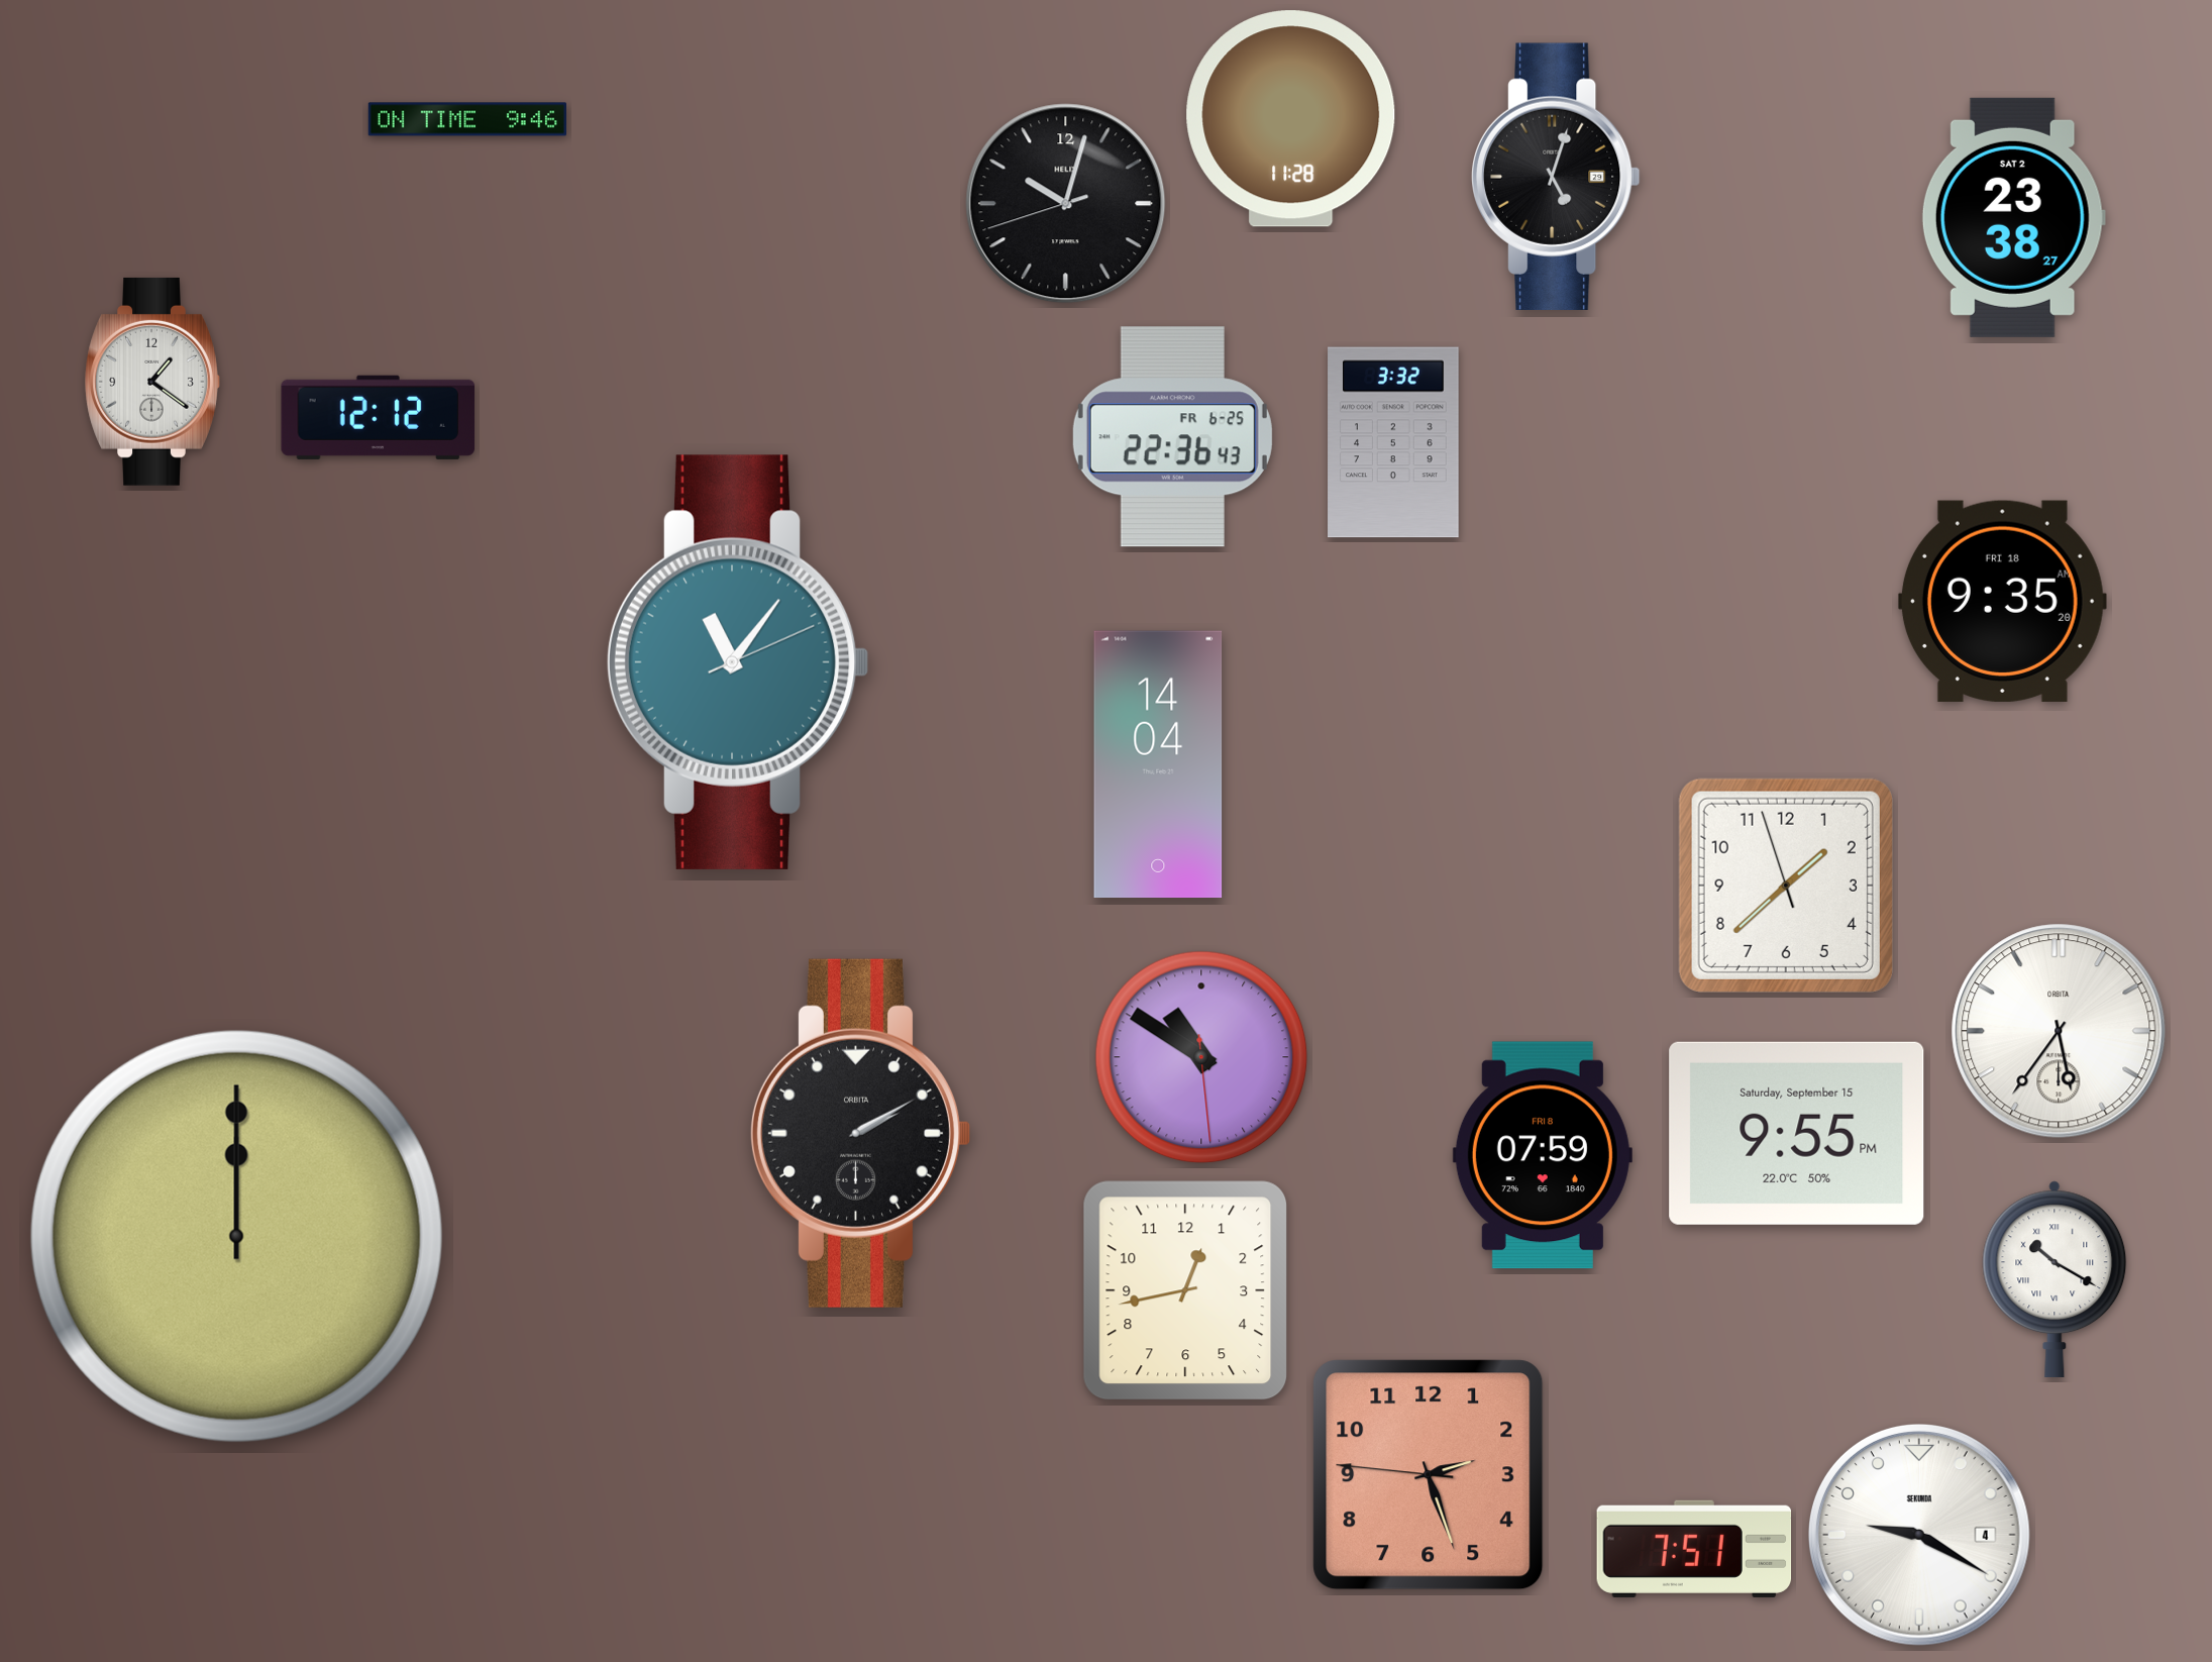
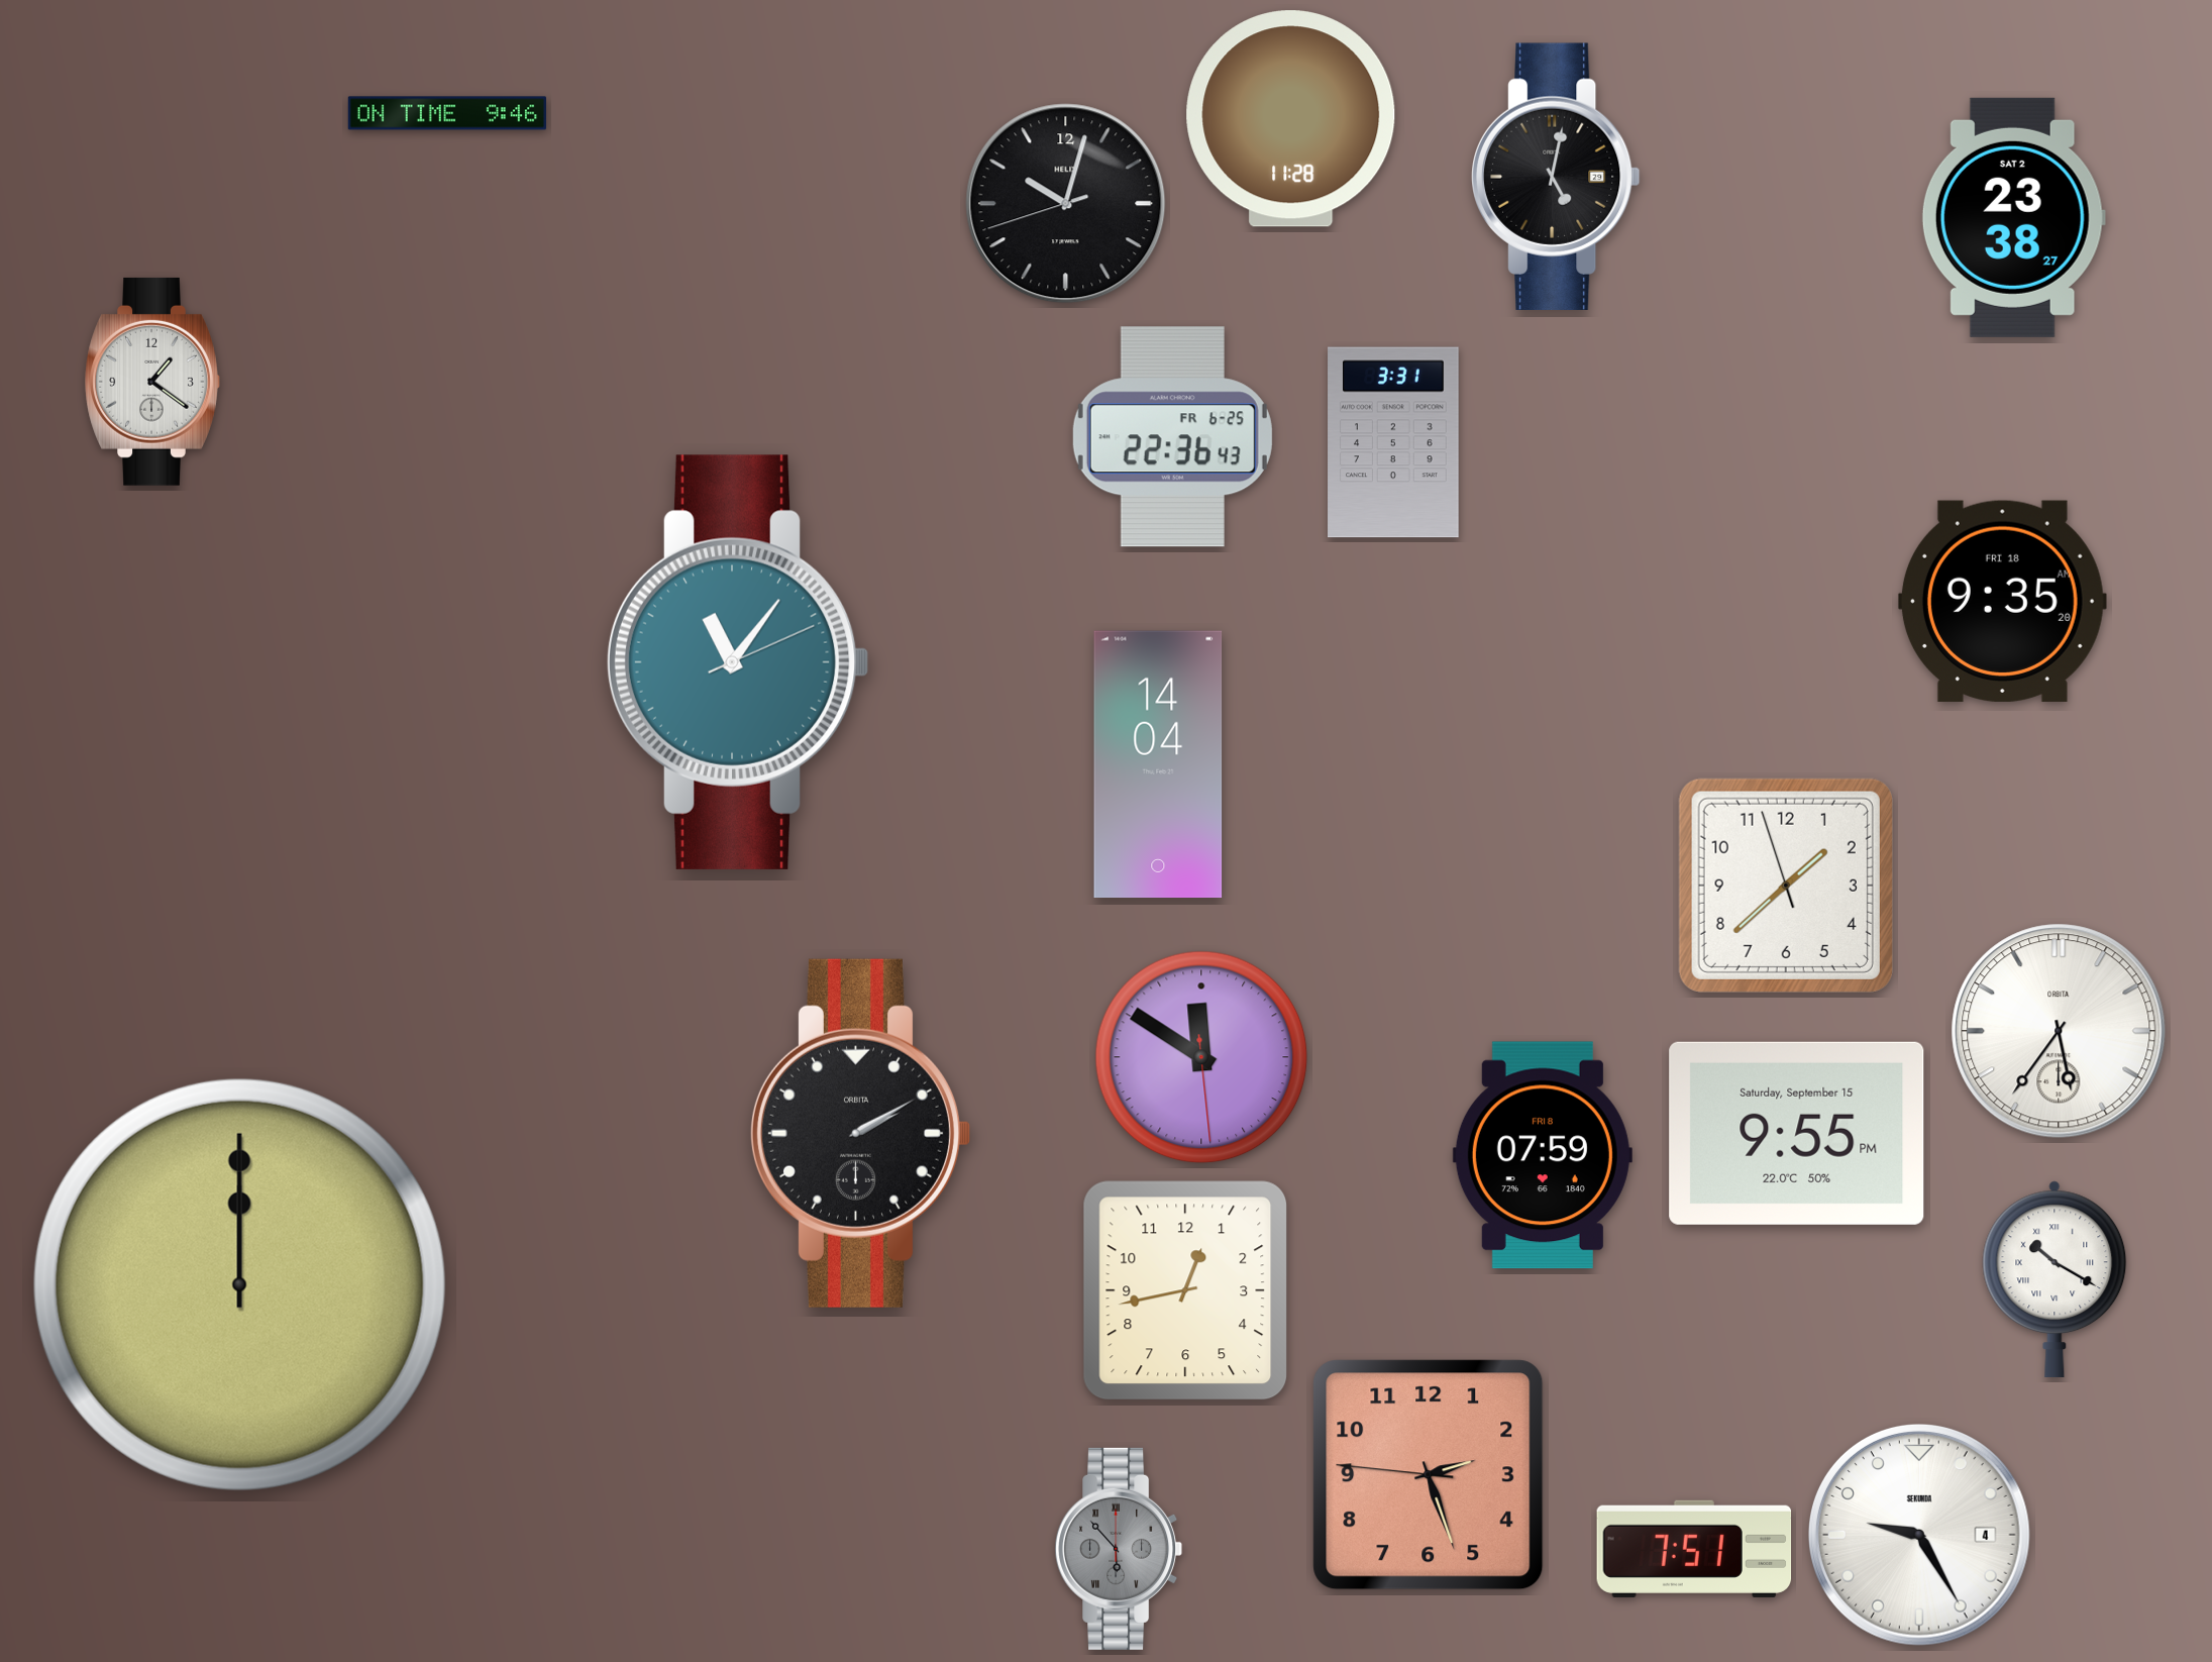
clock at (466, 119) position: (466, 119) -> (446, 113)
clock at (1556, 177): 5:03 -> 5:02
clock at (379, 417): 12:12 -> none
clock at (1393, 442): 3:32 -> 3:31
clock at (1201, 1057): 10:50 -> 11:50
clock at (236, 1236) position: (236, 1236) -> (239, 1284)
clock at (1920, 1536): 9:20 -> 9:25
clock at (1119, 1549): none -> 5:53
